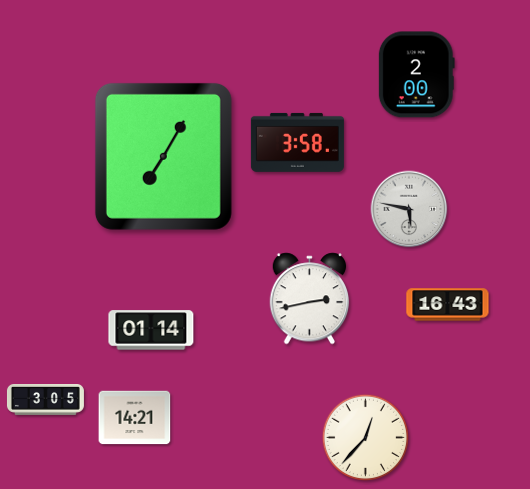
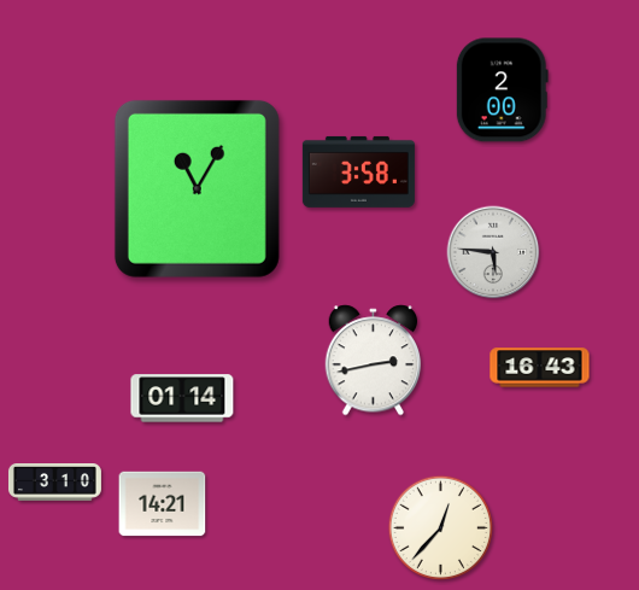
clock at (163, 156): 7:05 -> 11:05
clock at (409, 209): 5:47 -> 5:46
clock at (45, 400): 3:05 -> 3:10
